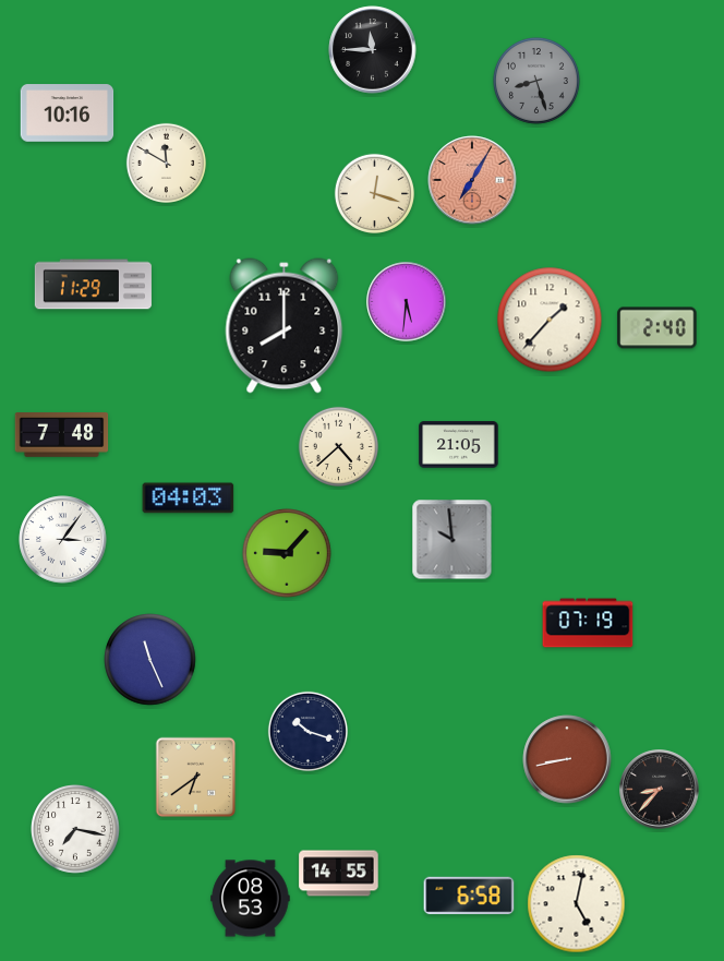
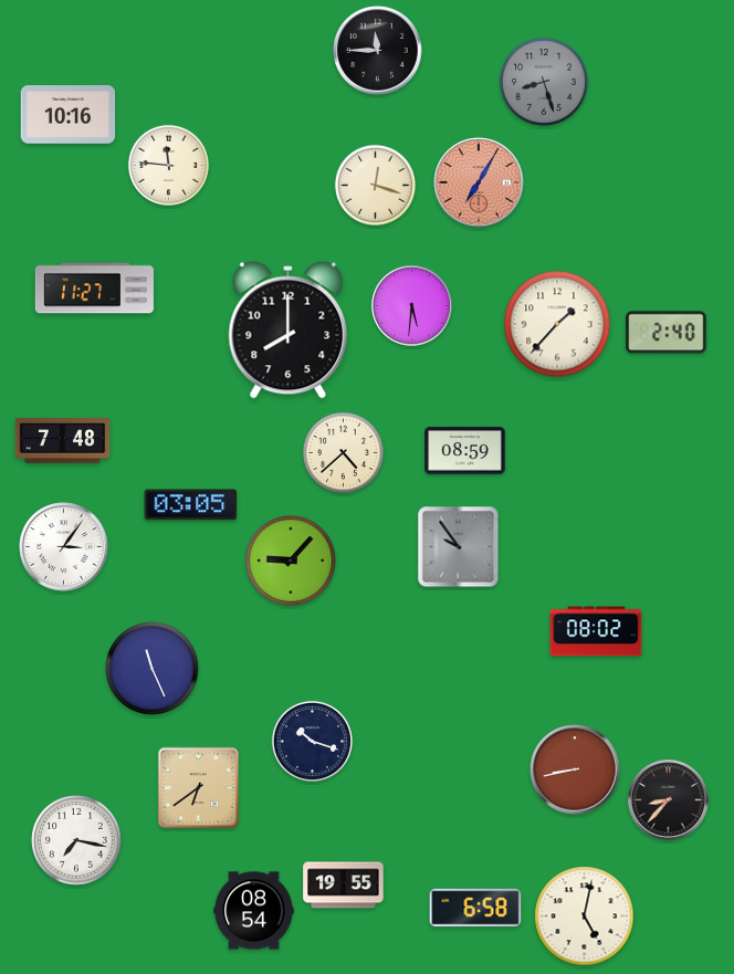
clock at (166, 163): 11:50 -> 11:46
clock at (374, 193) position: (374, 193) -> (375, 185)
clock at (93, 285): 11:29 -> 11:27
clock at (459, 445): 21:05 -> 08:59
clock at (189, 498): 04:03 -> 03:05
clock at (452, 540): 9:59 -> 9:54
clock at (588, 623): 07:19 -> 08:02
clock at (339, 874): 14:55 -> 19:55
clock at (251, 899): 08:53 -> 08:54
